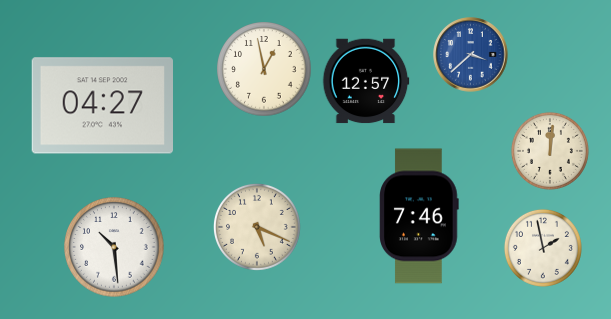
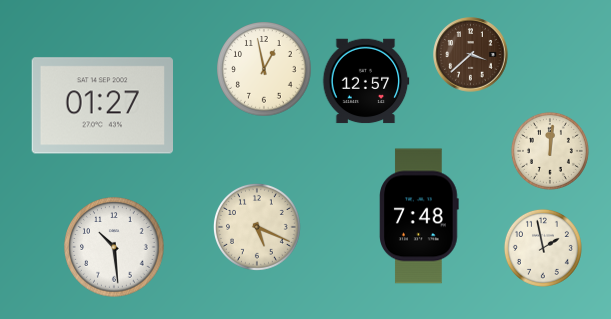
clock at (471, 55) dial: blue -> brown
clock at (102, 106): 04:27 -> 01:27
clock at (419, 216): 7:46 -> 7:48
